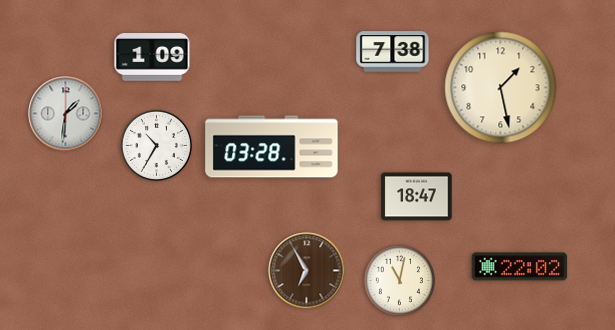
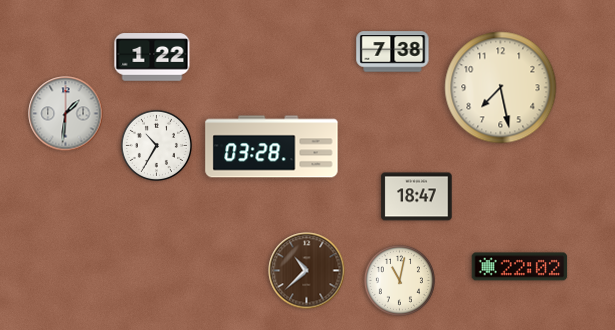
clock at (152, 57): 1:09 -> 1:22
clock at (501, 88): 1:28 -> 7:28
clock at (307, 271): 6:55 -> 10:38
